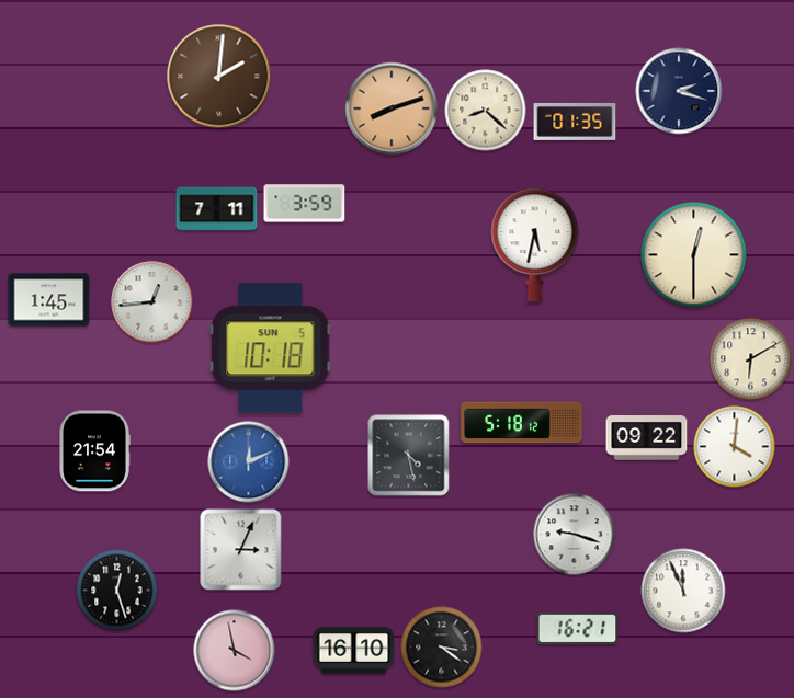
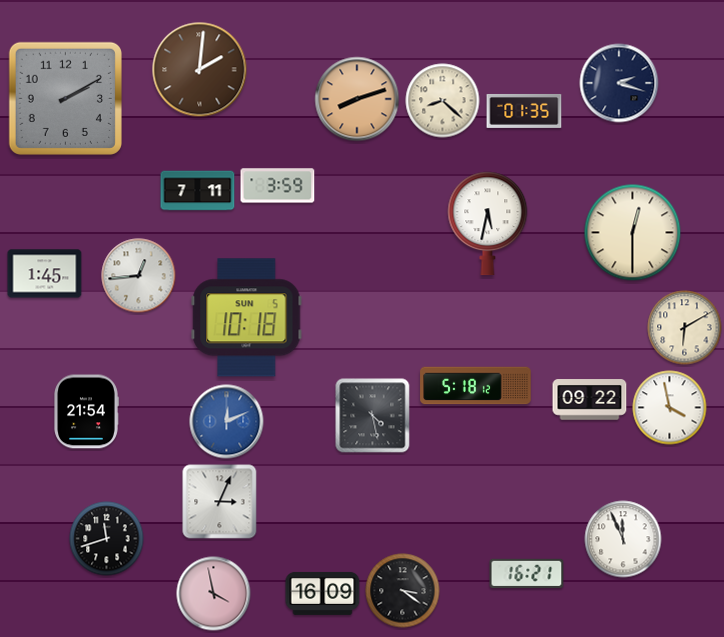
clock at (65, 98): none -> 2:10
clock at (735, 447): 4:01 -> 3:58
clock at (575, 535): 9:18 -> none
clock at (117, 591): 12:27 -> 11:42
clock at (354, 650): 16:10 -> 16:09
